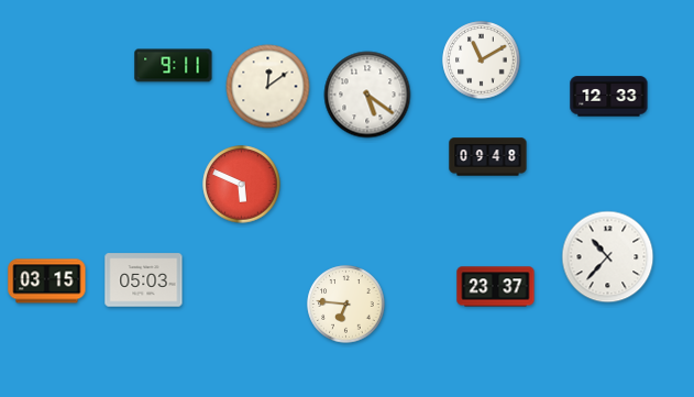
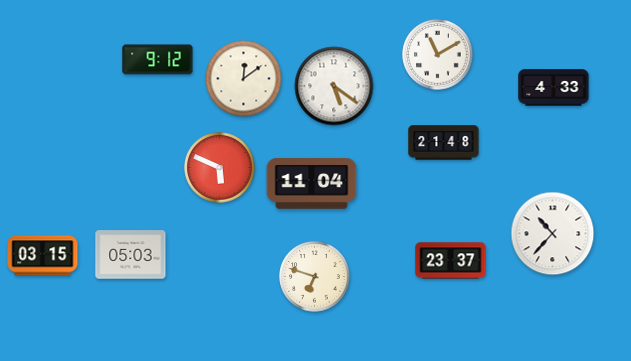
clock at (174, 66): 9:11 -> 9:12
clock at (609, 97): 12:33 -> 4:33
clock at (488, 157): 09:48 -> 21:48
clock at (312, 184): none -> 11:04
clock at (346, 305): 6:46 -> 6:48
